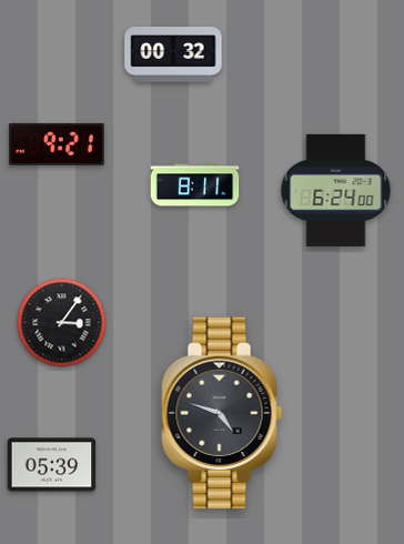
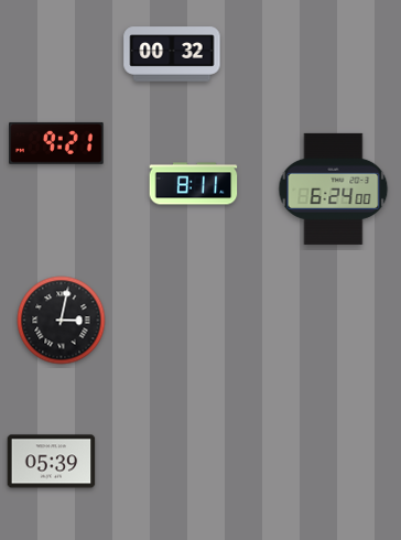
clock at (62, 323): 3:06 -> 3:02
clock at (222, 413): 4:48 -> none
